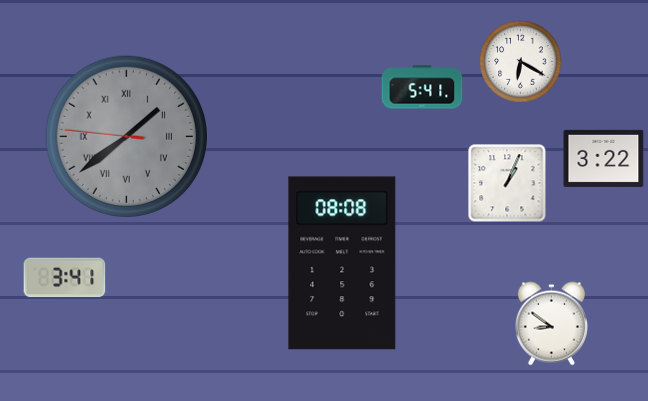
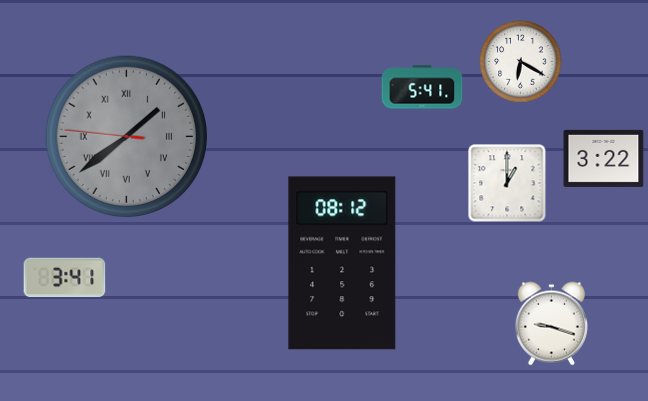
clock at (507, 183): 1:04 -> 1:00
clock at (342, 263): 08:08 -> 08:12
clock at (551, 324): 8:51 -> 9:18
